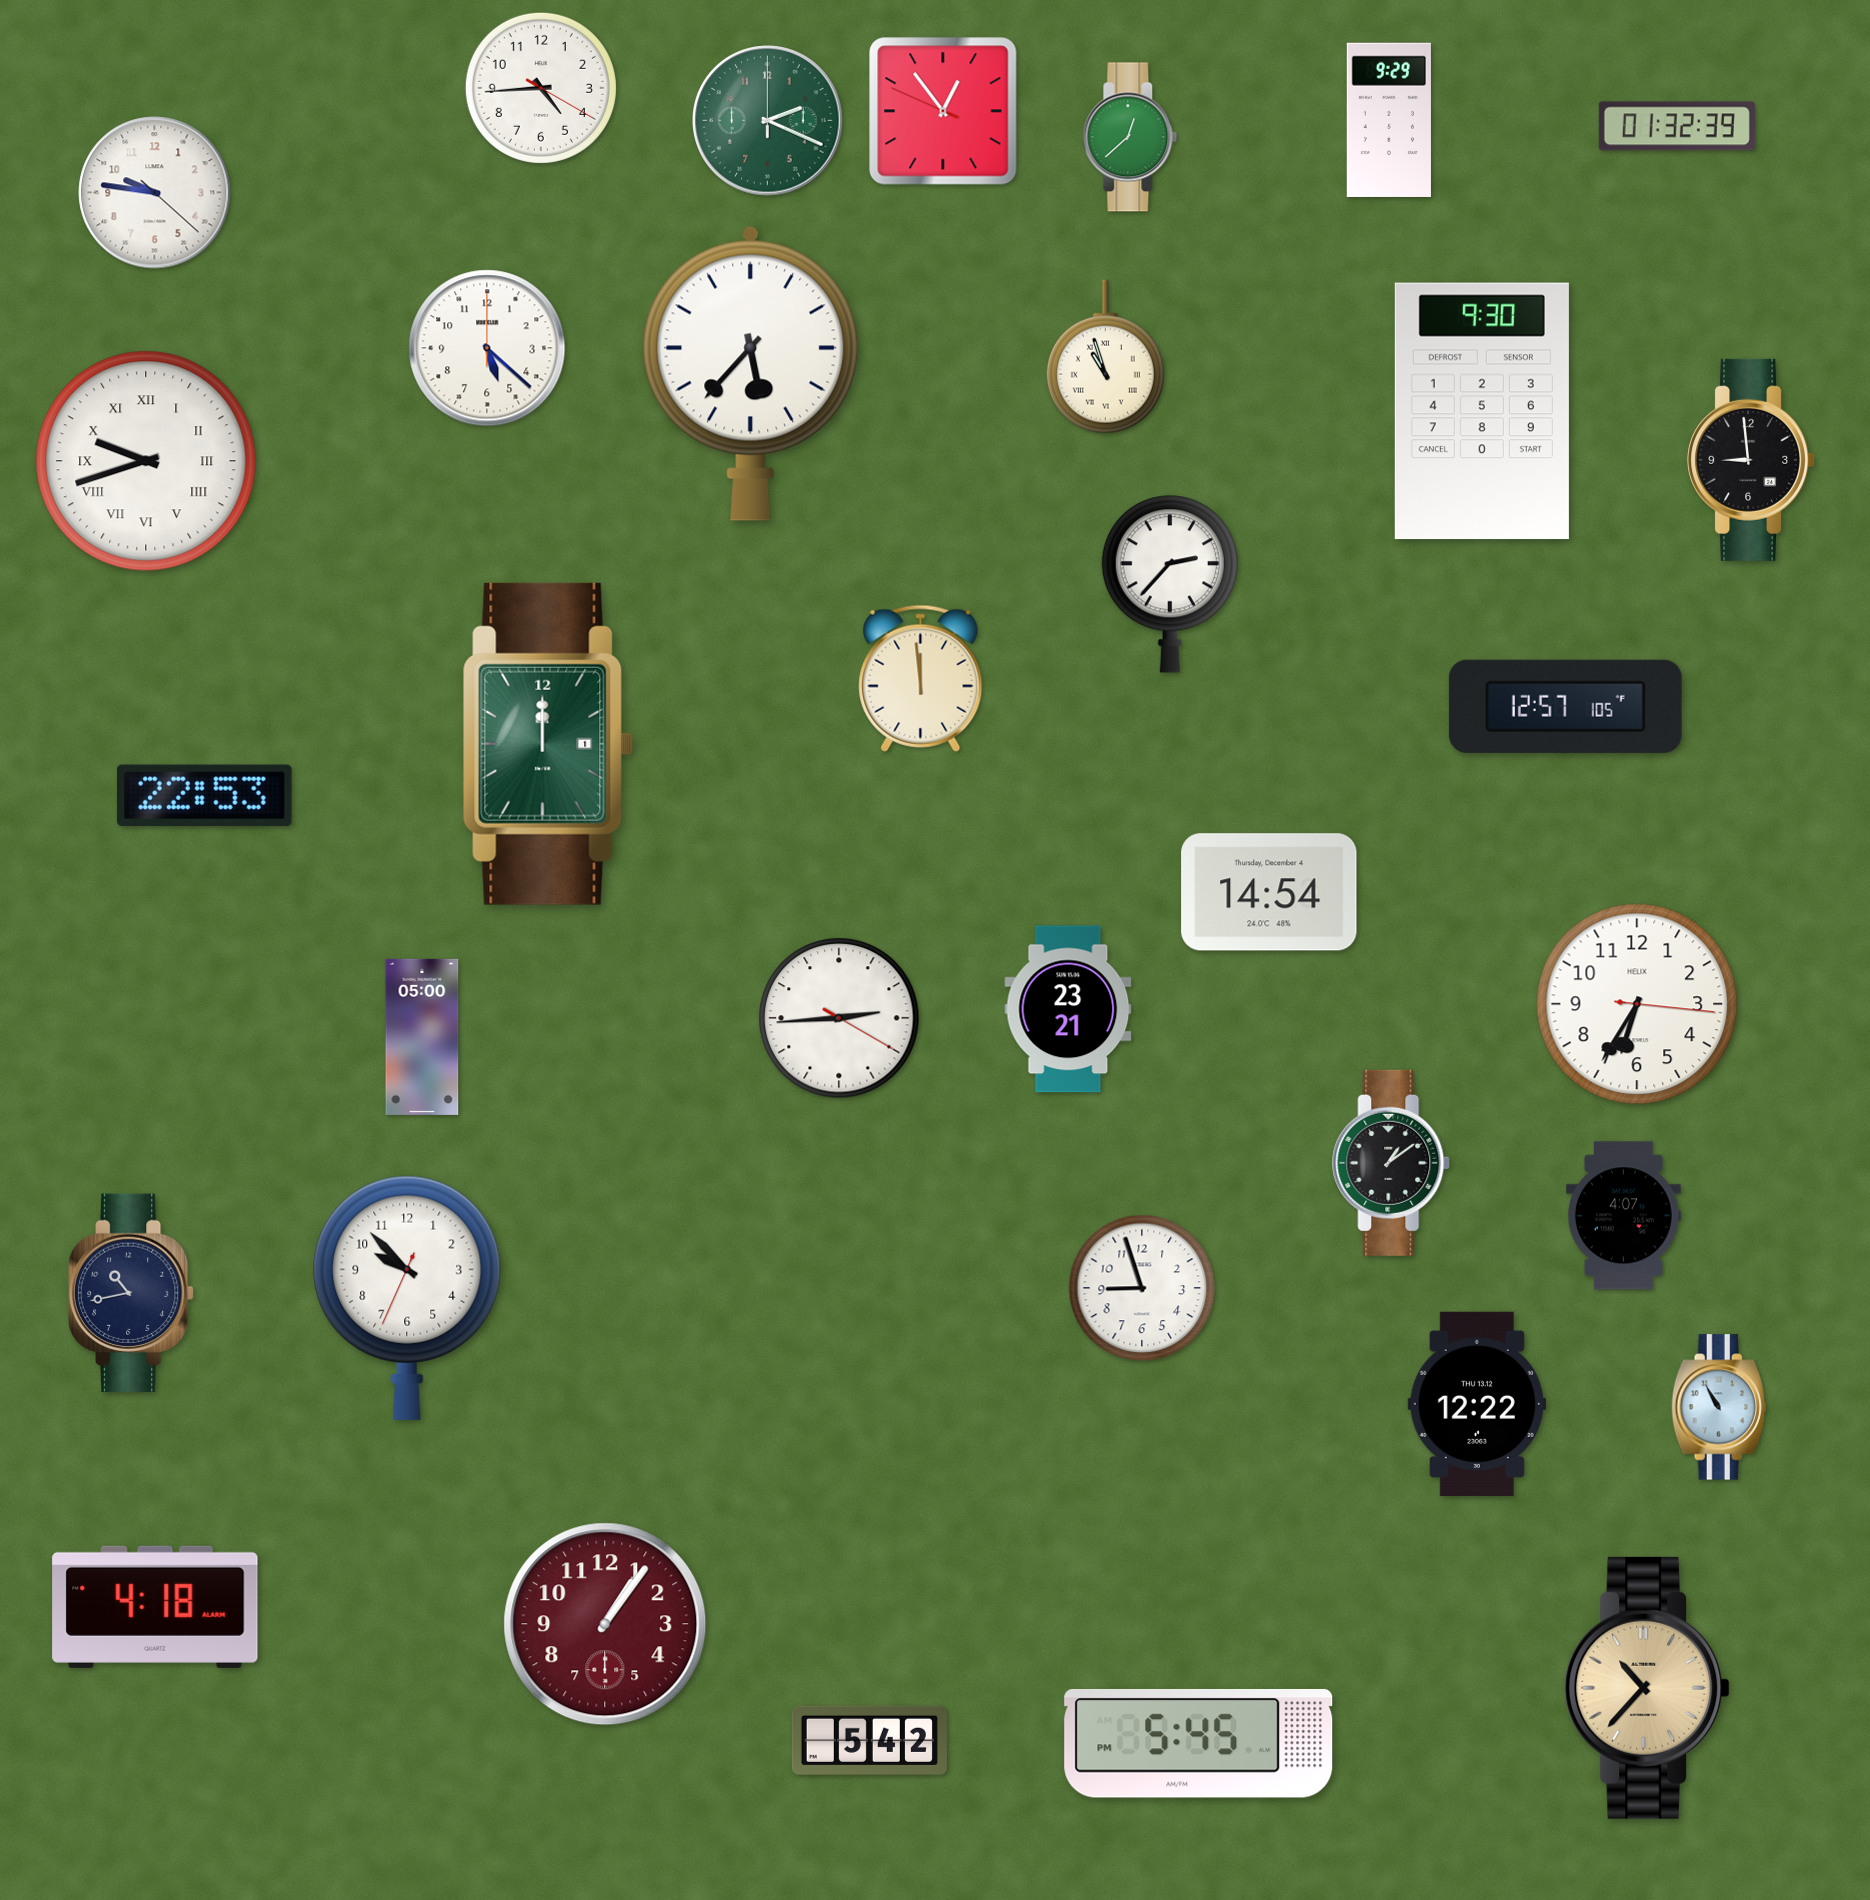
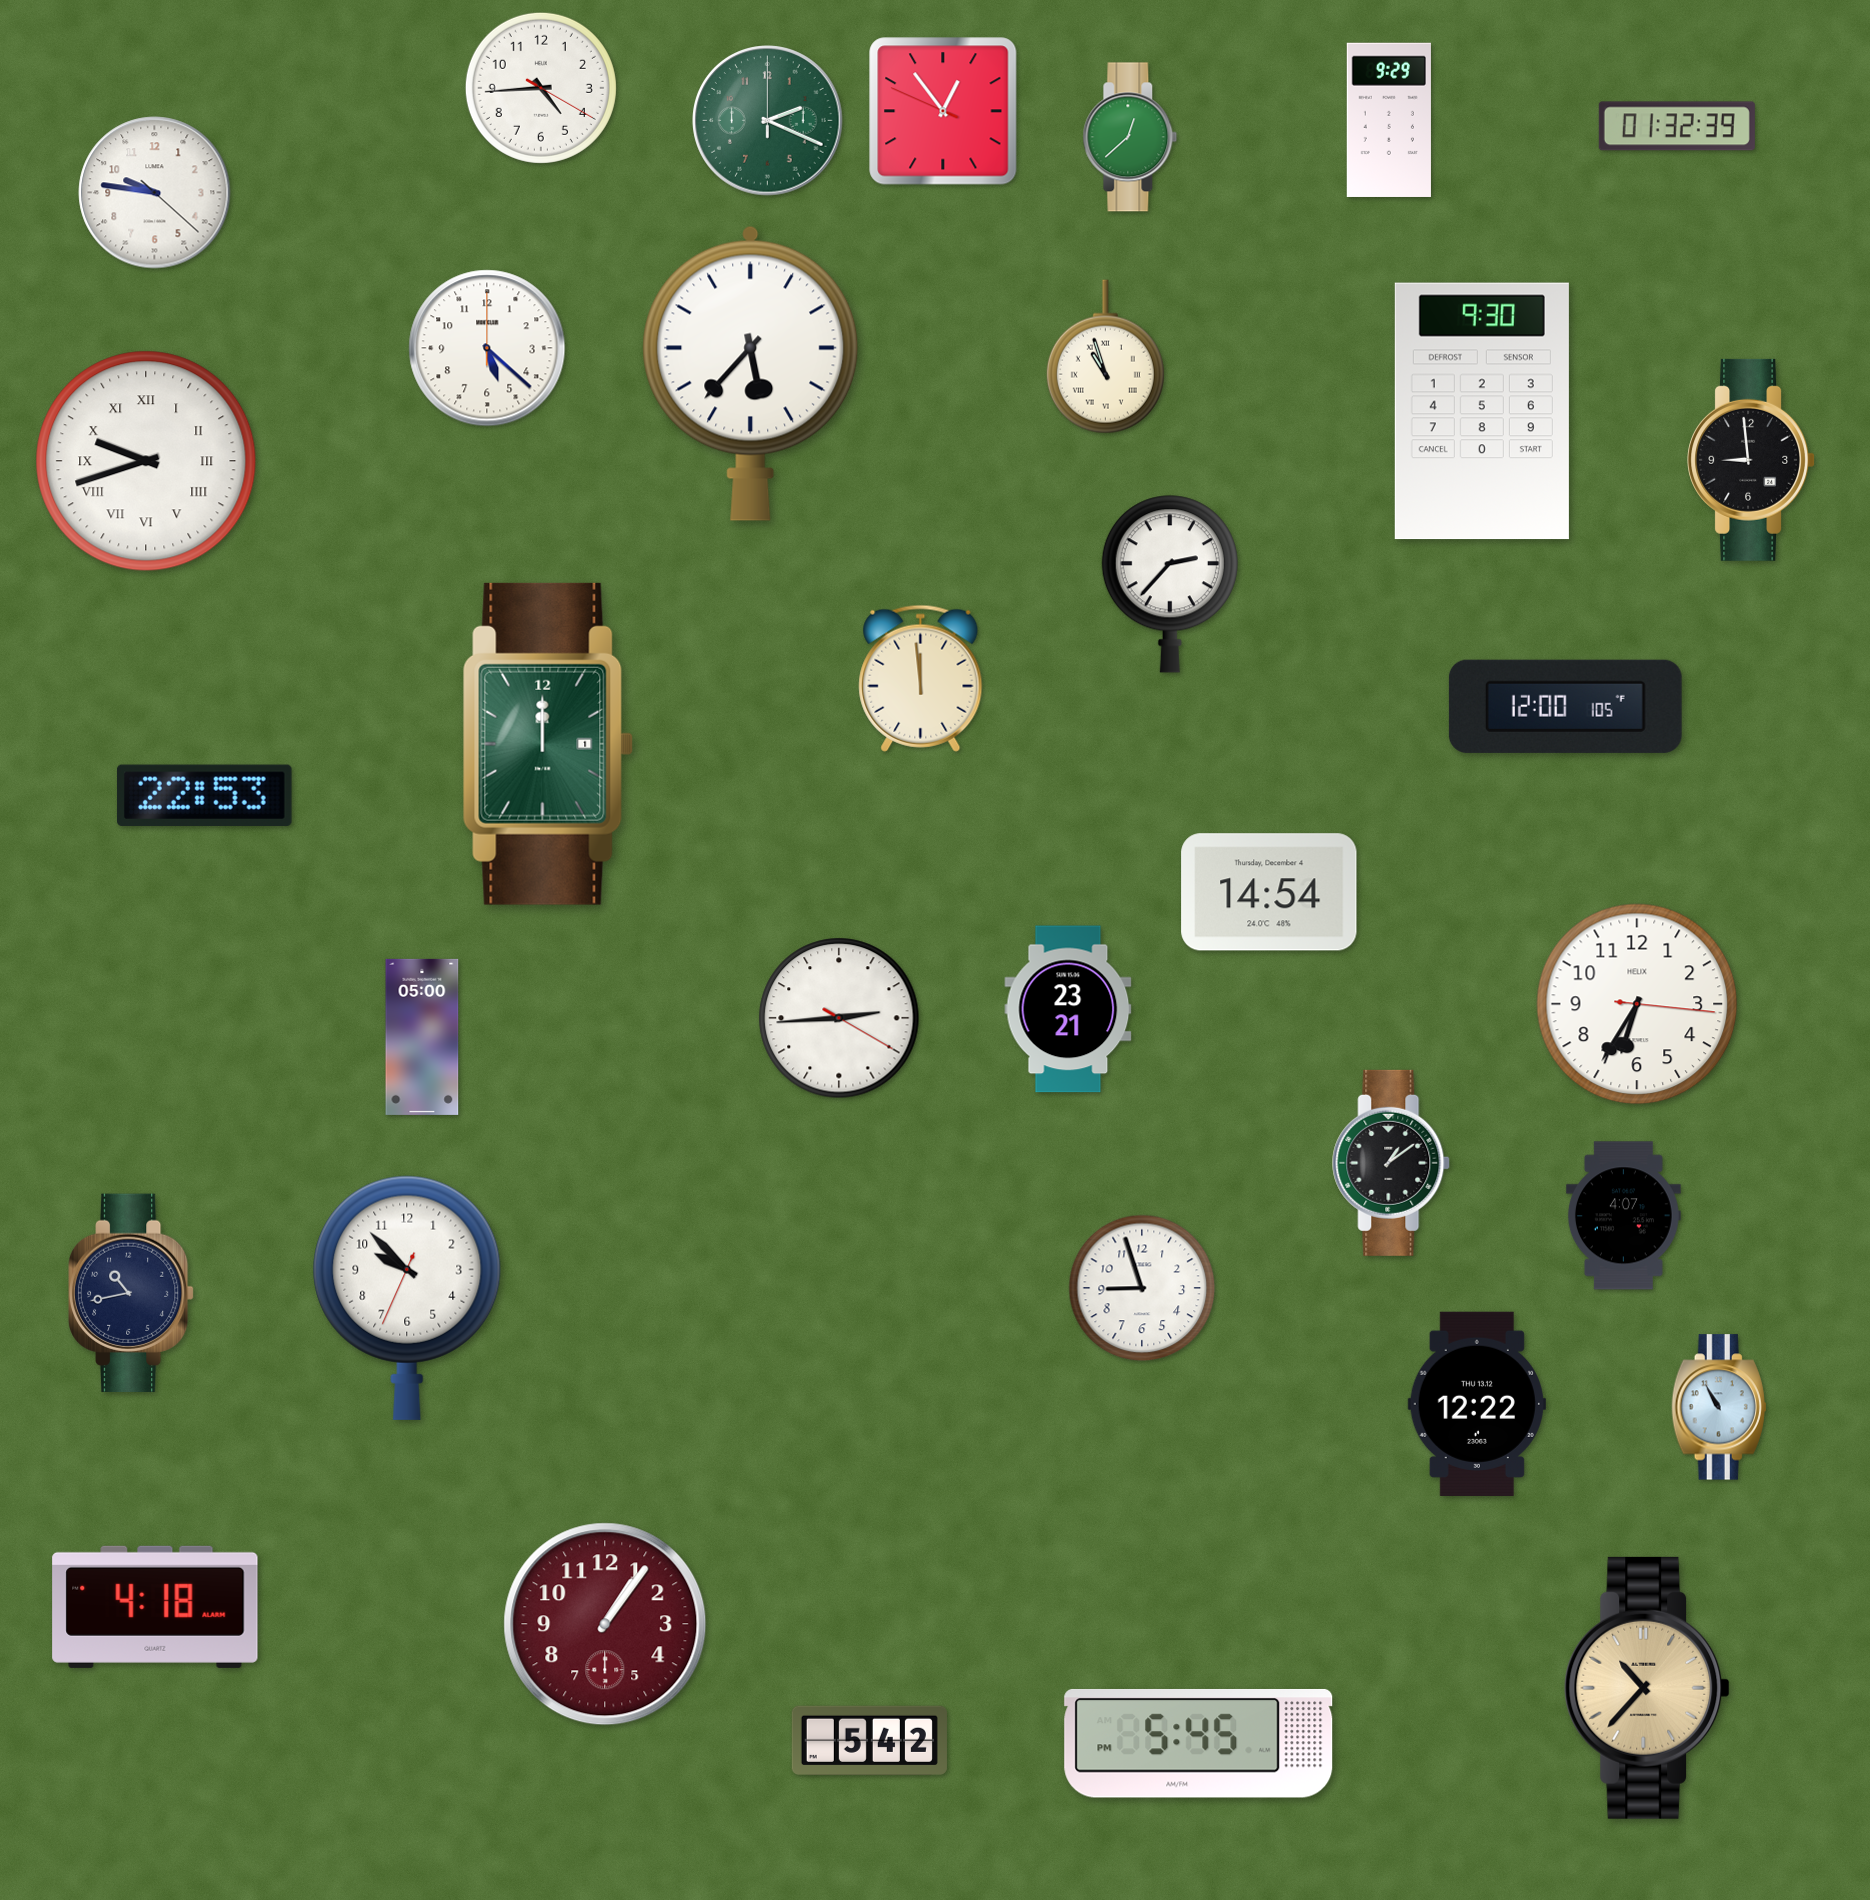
clock at (1565, 706): 12:57 -> 12:00
